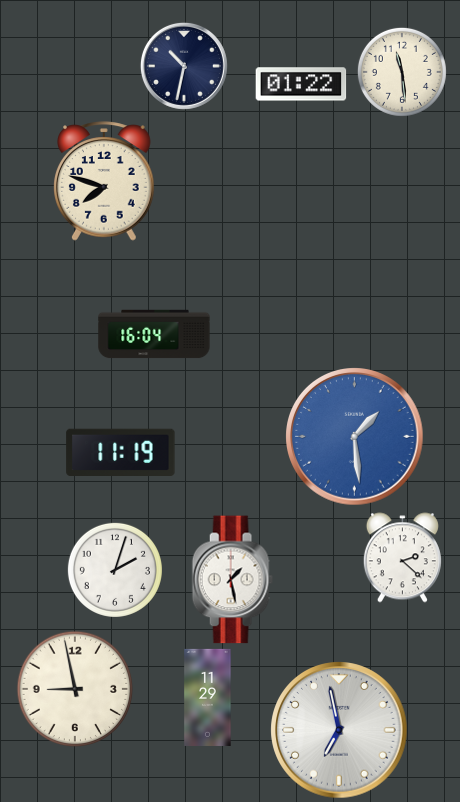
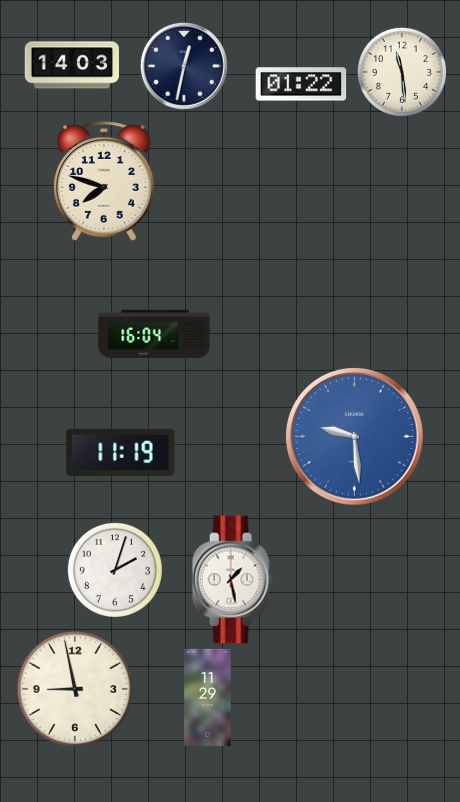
clock at (71, 65): none -> 14:03
clock at (184, 66): 10:32 -> 12:32
clock at (355, 437): 1:29 -> 9:29
clock at (402, 558): 2:22 -> none
clock at (339, 730): 6:58 -> none
